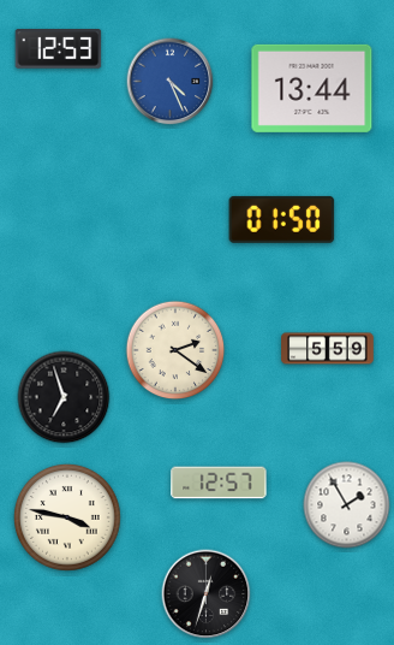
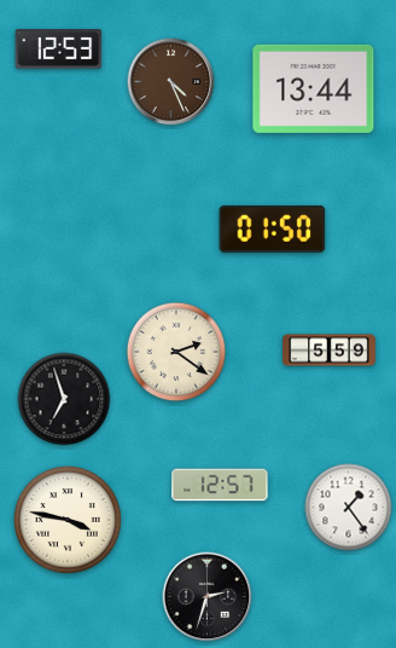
clock at (171, 82) dial: blue -> brown
clock at (282, 219) position: (282, 219) -> (273, 228)
clock at (347, 505): 1:55 -> 1:24
clock at (207, 594): 12:33 -> 2:33
